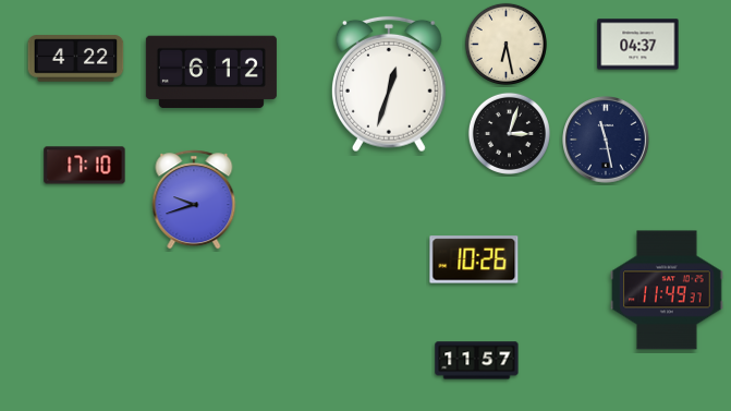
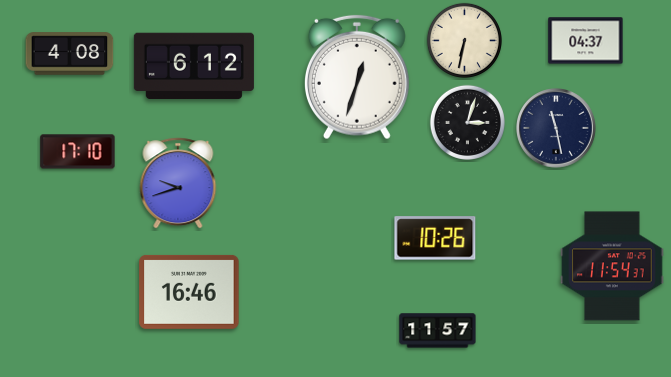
clock at (505, 44): 6:28 -> 6:32
clock at (76, 59): 4:22 -> 4:08
clock at (667, 290): 11:49 -> 11:54
clock at (189, 292): none -> 16:46
